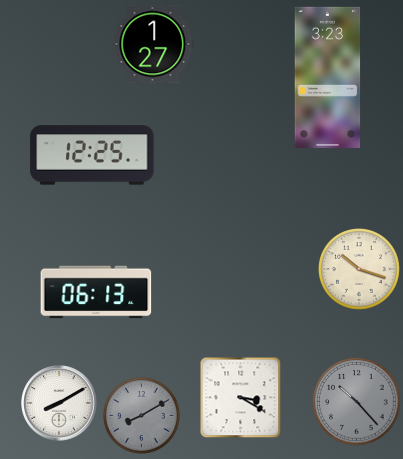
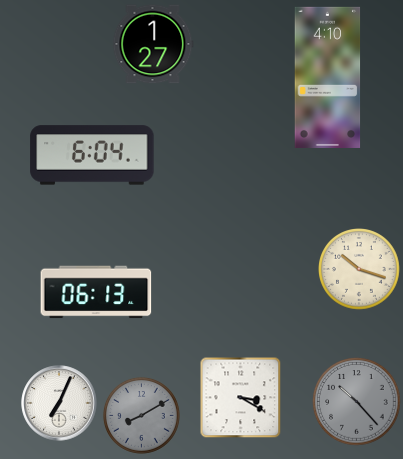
clock at (328, 77): 3:23 -> 4:10
clock at (92, 155): 12:25 -> 6:04
clock at (59, 403): 8:10 -> 7:04
